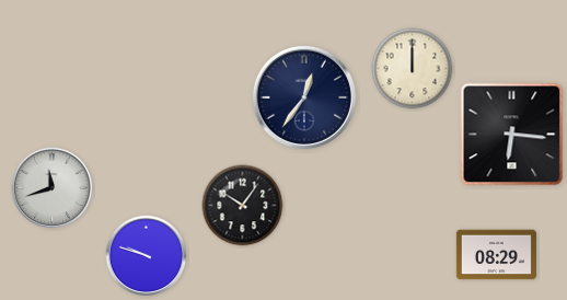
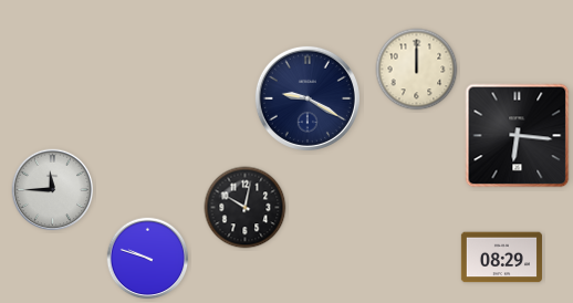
clock at (304, 97): 12:36 -> 9:20
clock at (53, 188): 11:42 -> 11:45
clock at (243, 206): 10:06 -> 10:02
